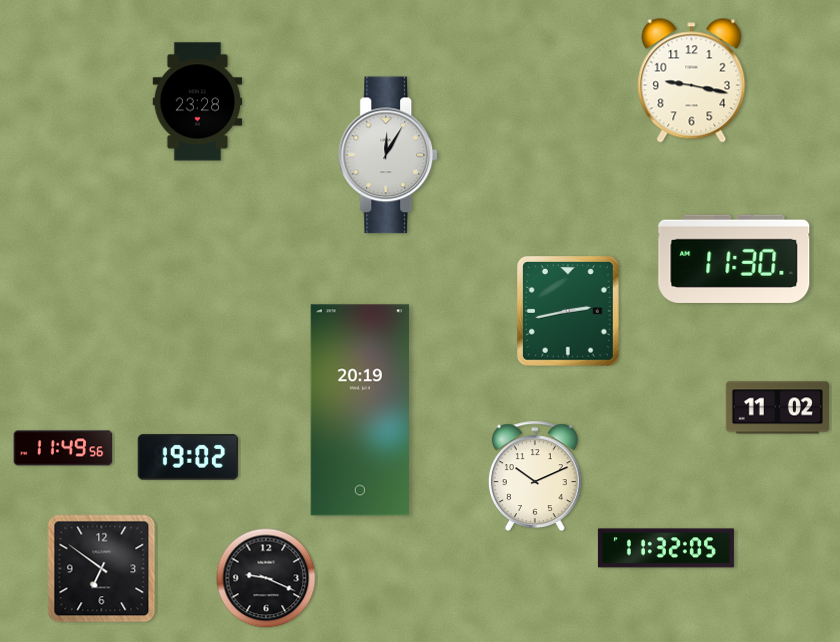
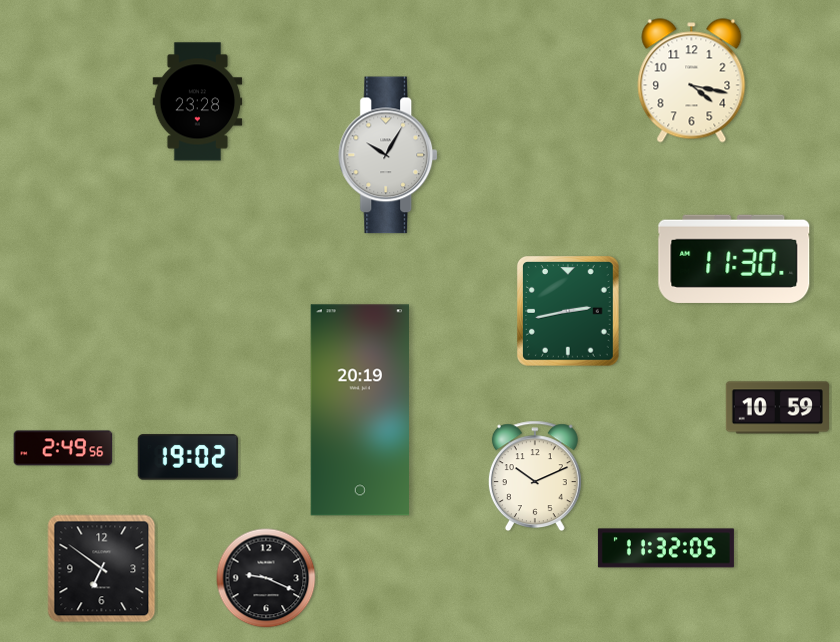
clock at (692, 81): 9:17 -> 4:17
clock at (389, 155): 12:05 -> 10:05
clock at (777, 408): 11:02 -> 10:59
clock at (63, 448): 11:49 -> 2:49
